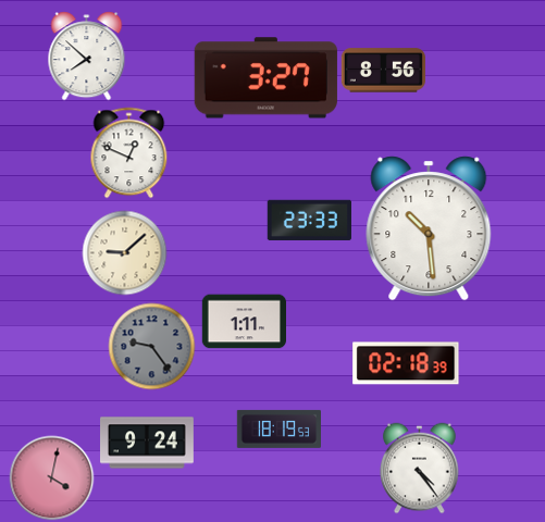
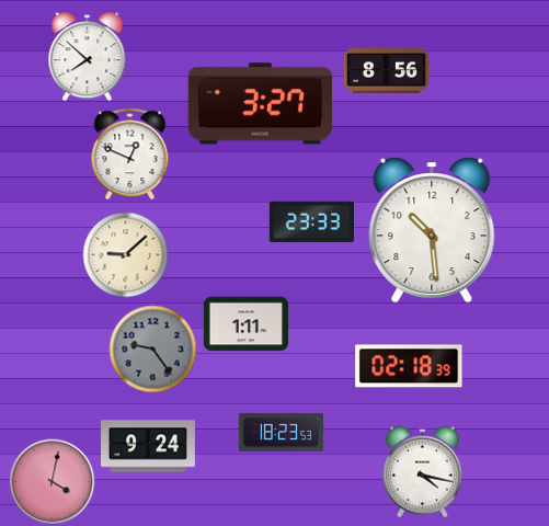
clock at (265, 78) position: (265, 78) -> (260, 104)
clock at (278, 428): 18:19 -> 18:23
clock at (420, 468): 4:24 -> 4:17
